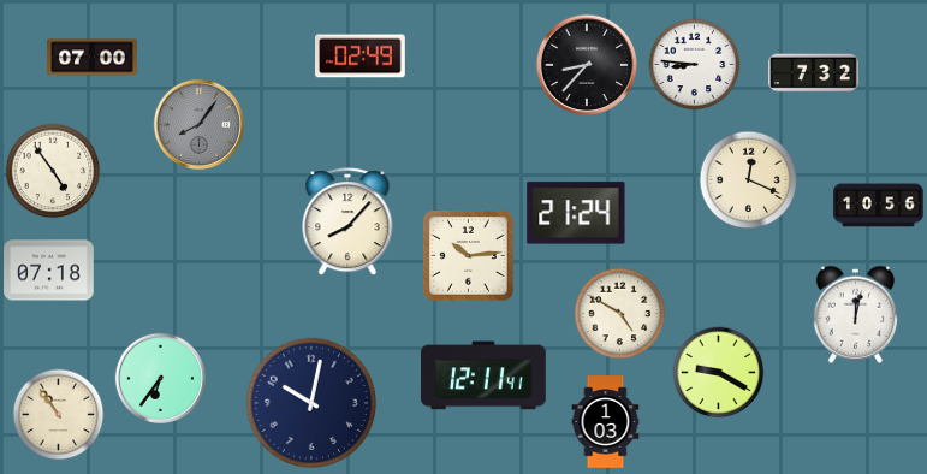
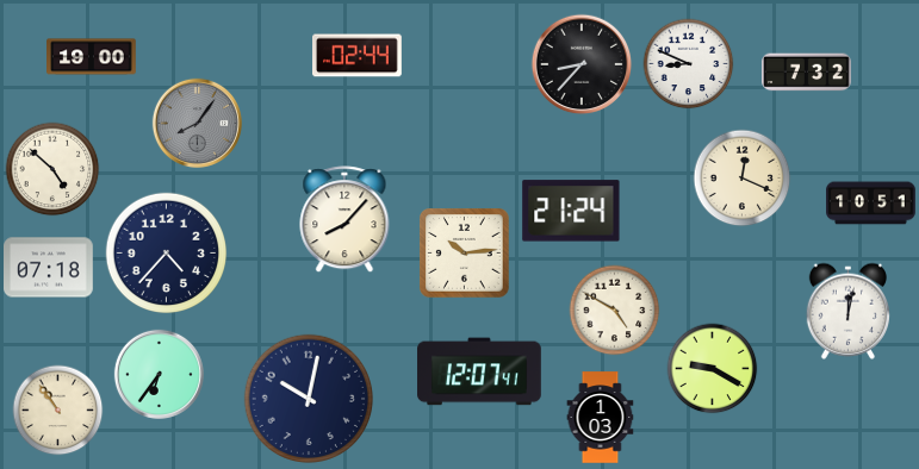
clock at (361, 57): 02:49 -> 02:44
clock at (93, 58): 07:00 -> 19:00
clock at (695, 65): 8:46 -> 8:49
clock at (53, 171): 4:54 -> 4:52
clock at (879, 206): 10:56 -> 10:51
clock at (167, 254): none -> 4:37
clock at (483, 375): 12:11 -> 12:07
